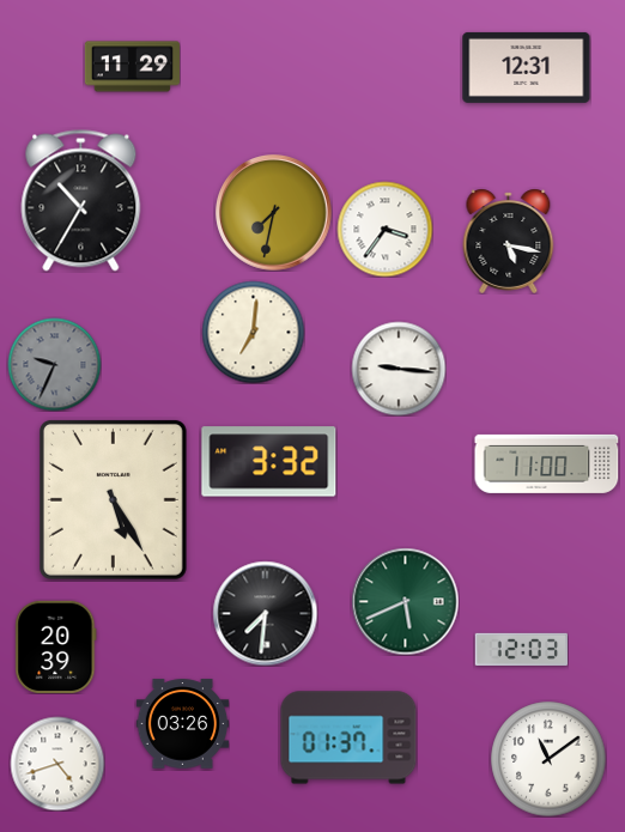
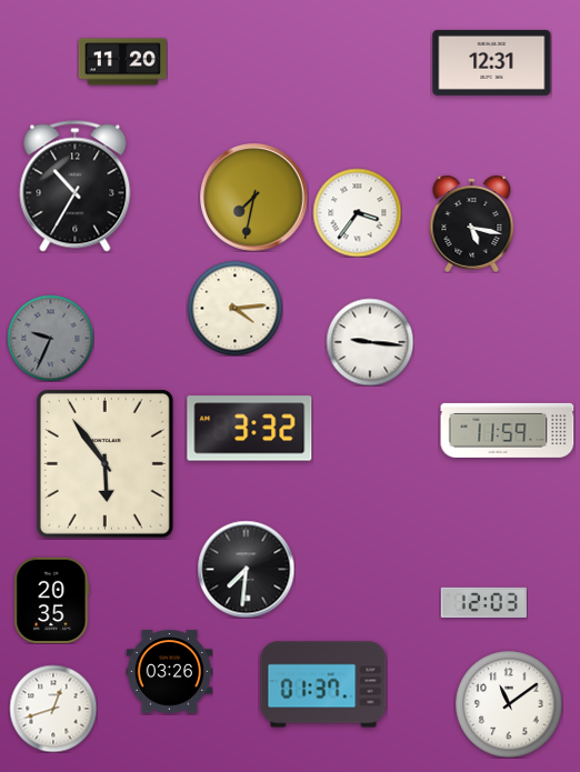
clock at (132, 67): 11:29 -> 11:20
clock at (527, 67) position: (527, 67) -> (492, 62)
clock at (253, 332): 7:01 -> 4:14
clock at (547, 463): 11:00 -> 11:59
clock at (113, 499): 5:25 -> 5:54
clock at (405, 601): 5:41 -> none
clock at (56, 646): 20:39 -> 20:35
clock at (57, 764): 4:42 -> 12:42
